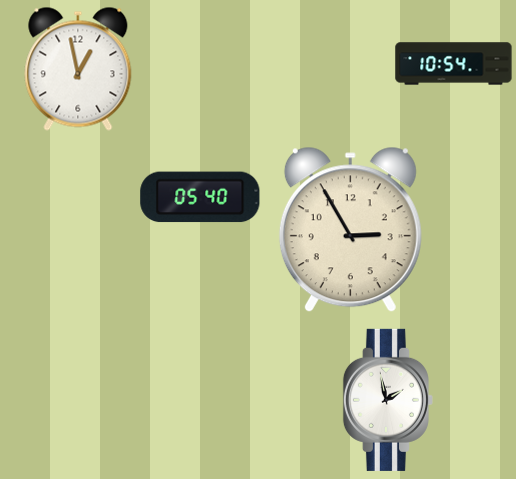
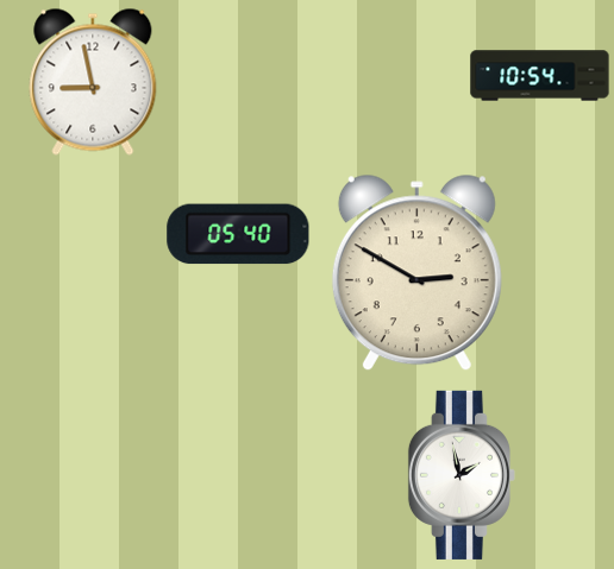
clock at (78, 69): 12:58 -> 8:58
clock at (350, 230): 2:55 -> 2:50
